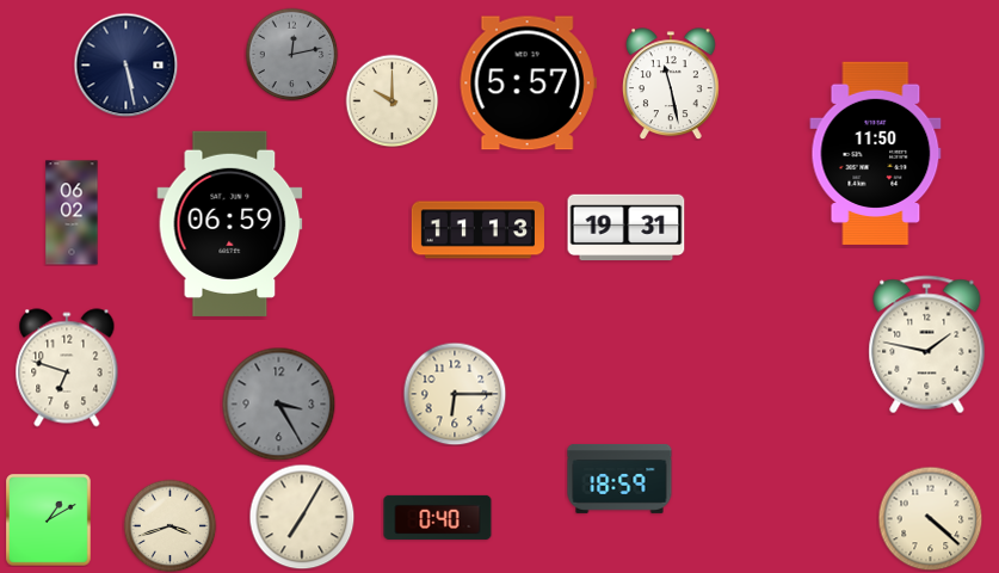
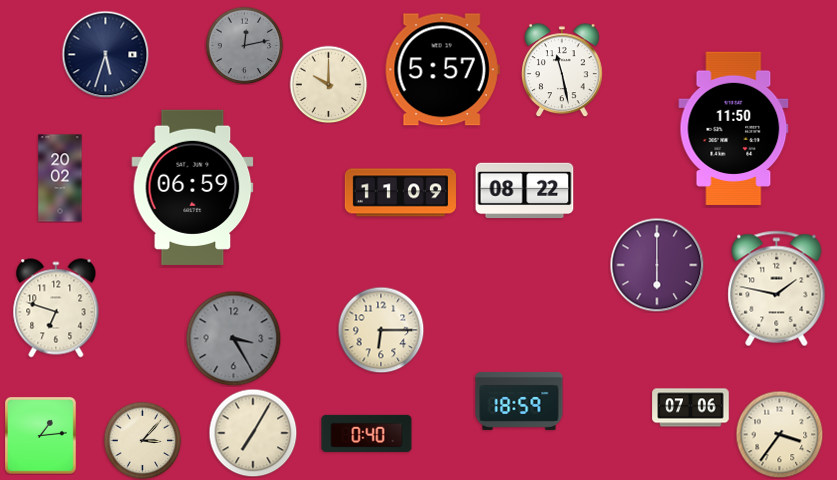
clock at (125, 64): 5:28 -> 5:33
clock at (72, 212): 06:02 -> 20:02
clock at (627, 228): 19:31 -> 08:22
clock at (477, 230): 11:13 -> 11:09
clock at (657, 265): none -> 6:00
clock at (691, 408): none -> 07:06
clock at (930, 518): 4:22 -> 3:36
clock at (49, 520): 1:10 -> 1:14
clock at (169, 525): 3:42 -> 3:07
